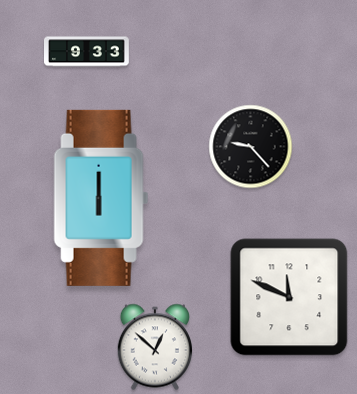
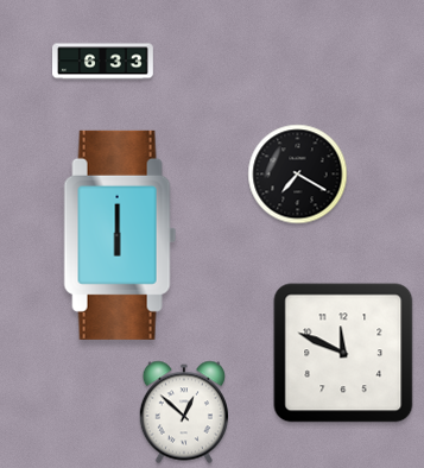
clock at (87, 52): 9:33 -> 6:33
clock at (251, 147): 9:23 -> 7:20
